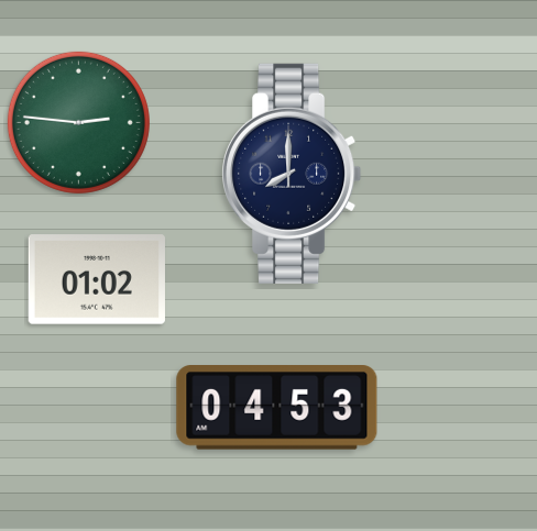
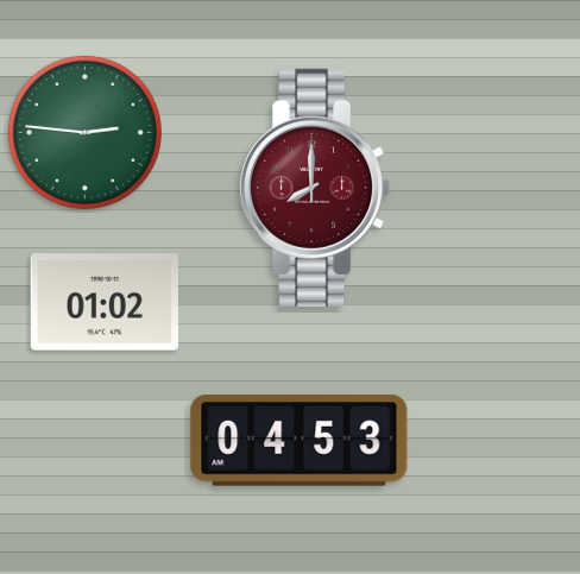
clock at (292, 174) dial: navy -> burgundy
